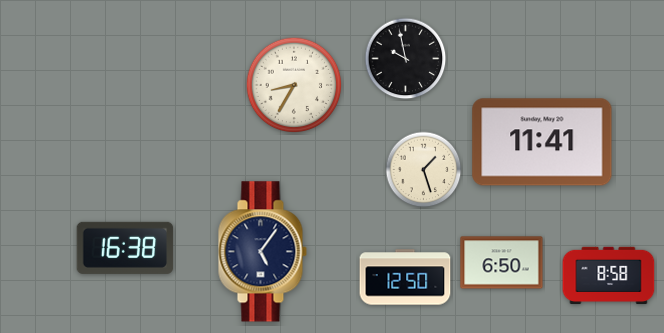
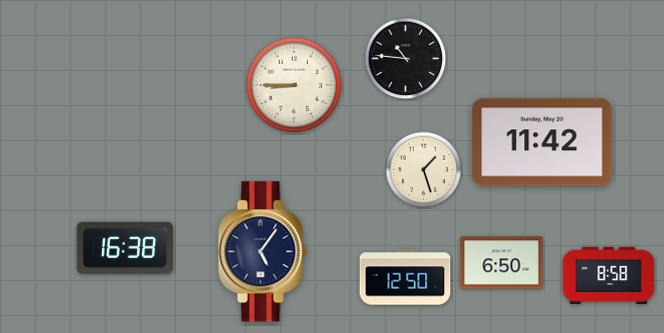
clock at (406, 59): 9:58 -> 10:46
clock at (294, 85): 8:35 -> 8:45
clock at (542, 142): 11:41 -> 11:42
